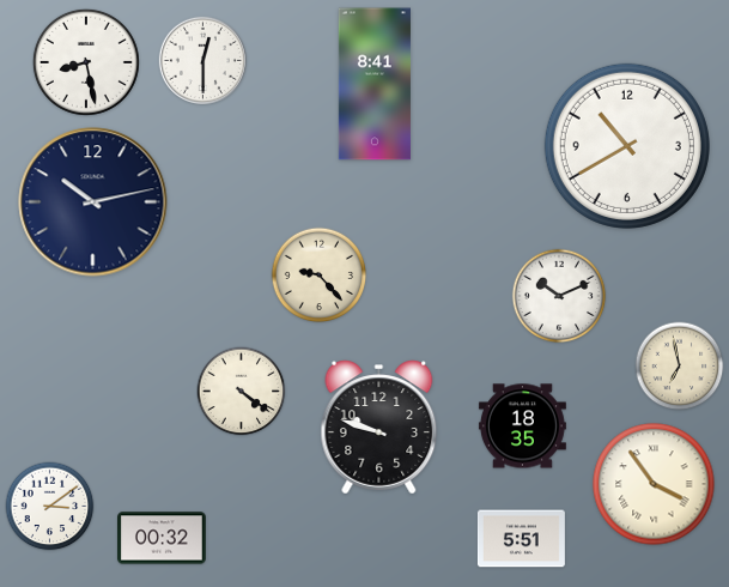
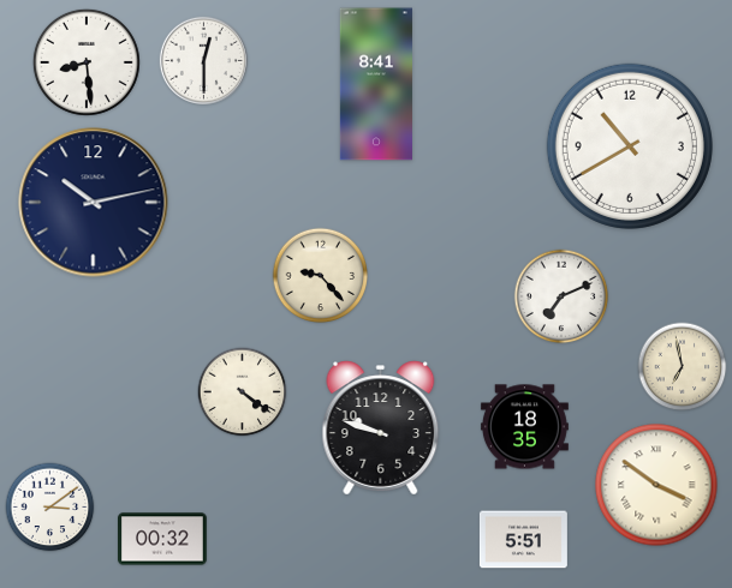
clock at (86, 62): 8:28 -> 8:29
clock at (559, 296): 10:11 -> 7:11
clock at (654, 484): 3:54 -> 3:51
